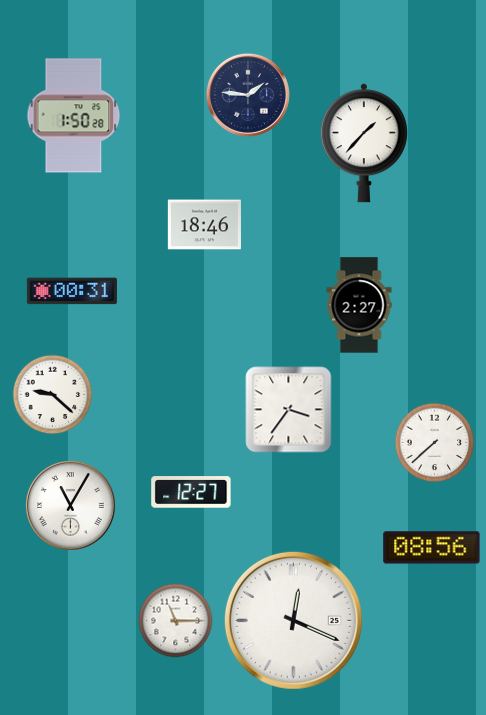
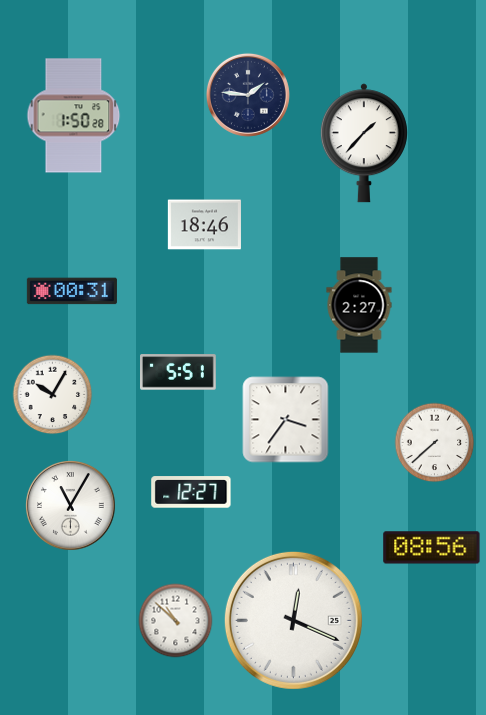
clock at (179, 372): none -> 5:51
clock at (53, 395): 9:22 -> 10:05
clock at (289, 410) position: (289, 410) -> (286, 420)
clock at (176, 621): 11:15 -> 10:52
